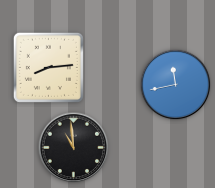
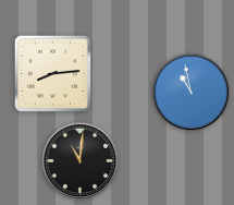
clock at (176, 85): 11:43 -> 10:58
clock at (74, 148): 10:59 -> 11:01
